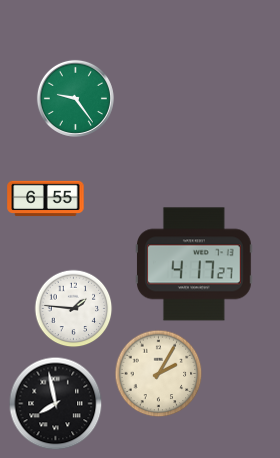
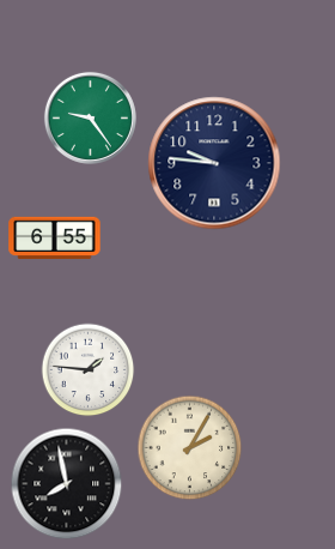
clock at (214, 163): none -> 9:46
clock at (194, 264): 4:17 -> none
